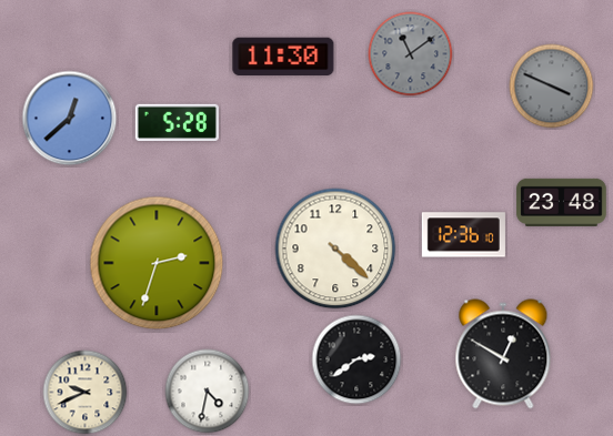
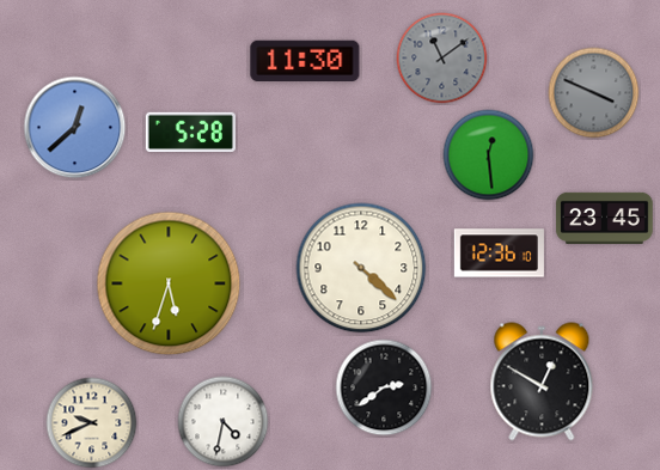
clock at (489, 155): none -> 12:29
clock at (562, 202): 23:48 -> 23:45
clock at (157, 263): 2:33 -> 5:33
